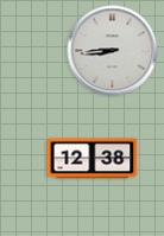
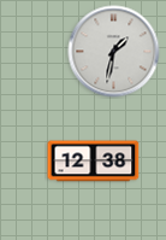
clock at (113, 51): 8:44 -> 1:32
